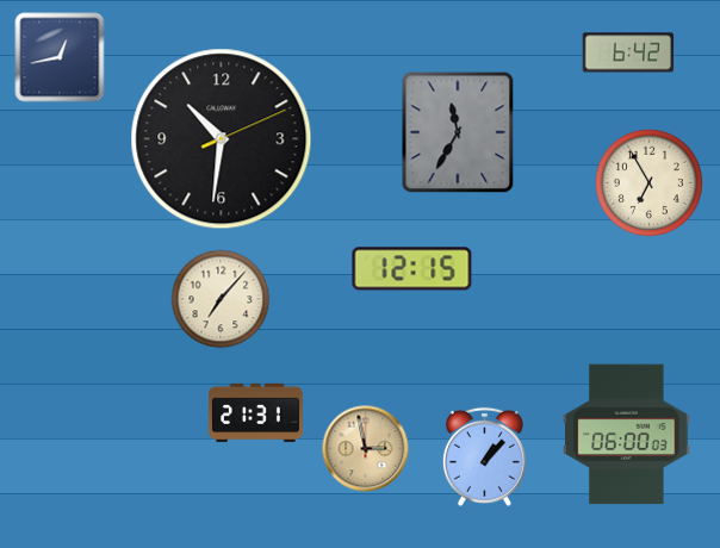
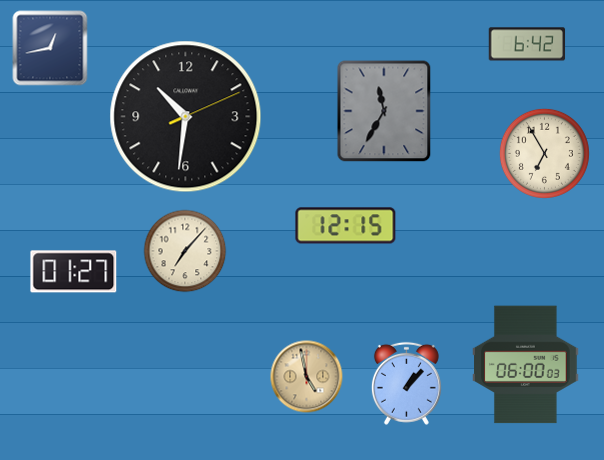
clock at (74, 272): none -> 01:27
clock at (255, 413): 21:31 -> none
clock at (366, 449): 2:58 -> 4:58
